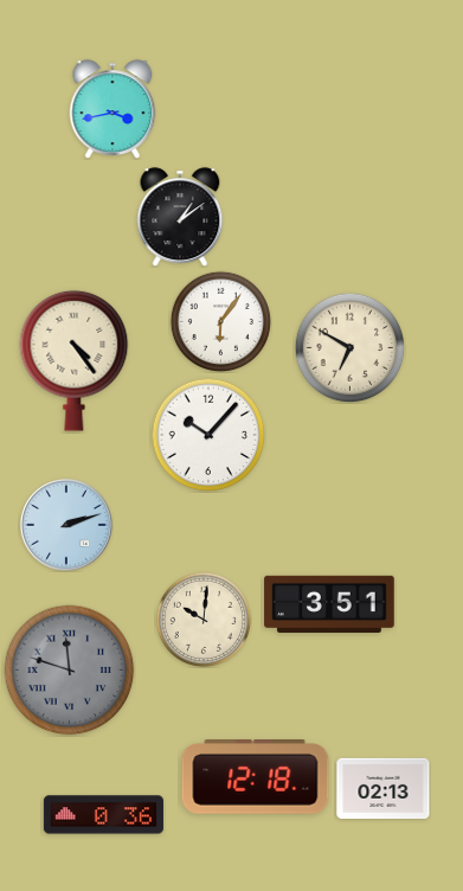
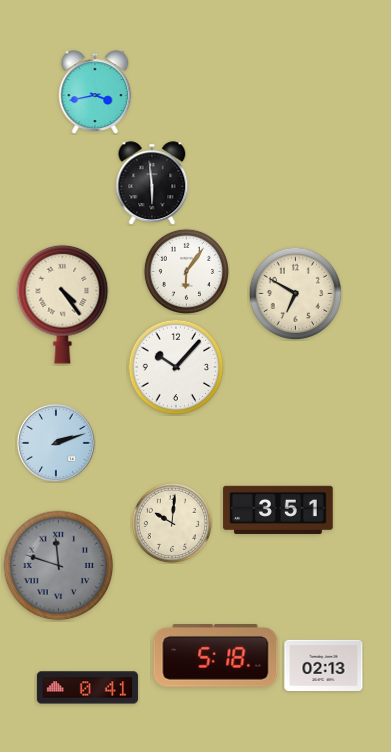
clock at (180, 217): 1:09 -> 5:59
clock at (256, 777): 12:18 -> 5:18
clock at (103, 815): 0:36 -> 0:41
